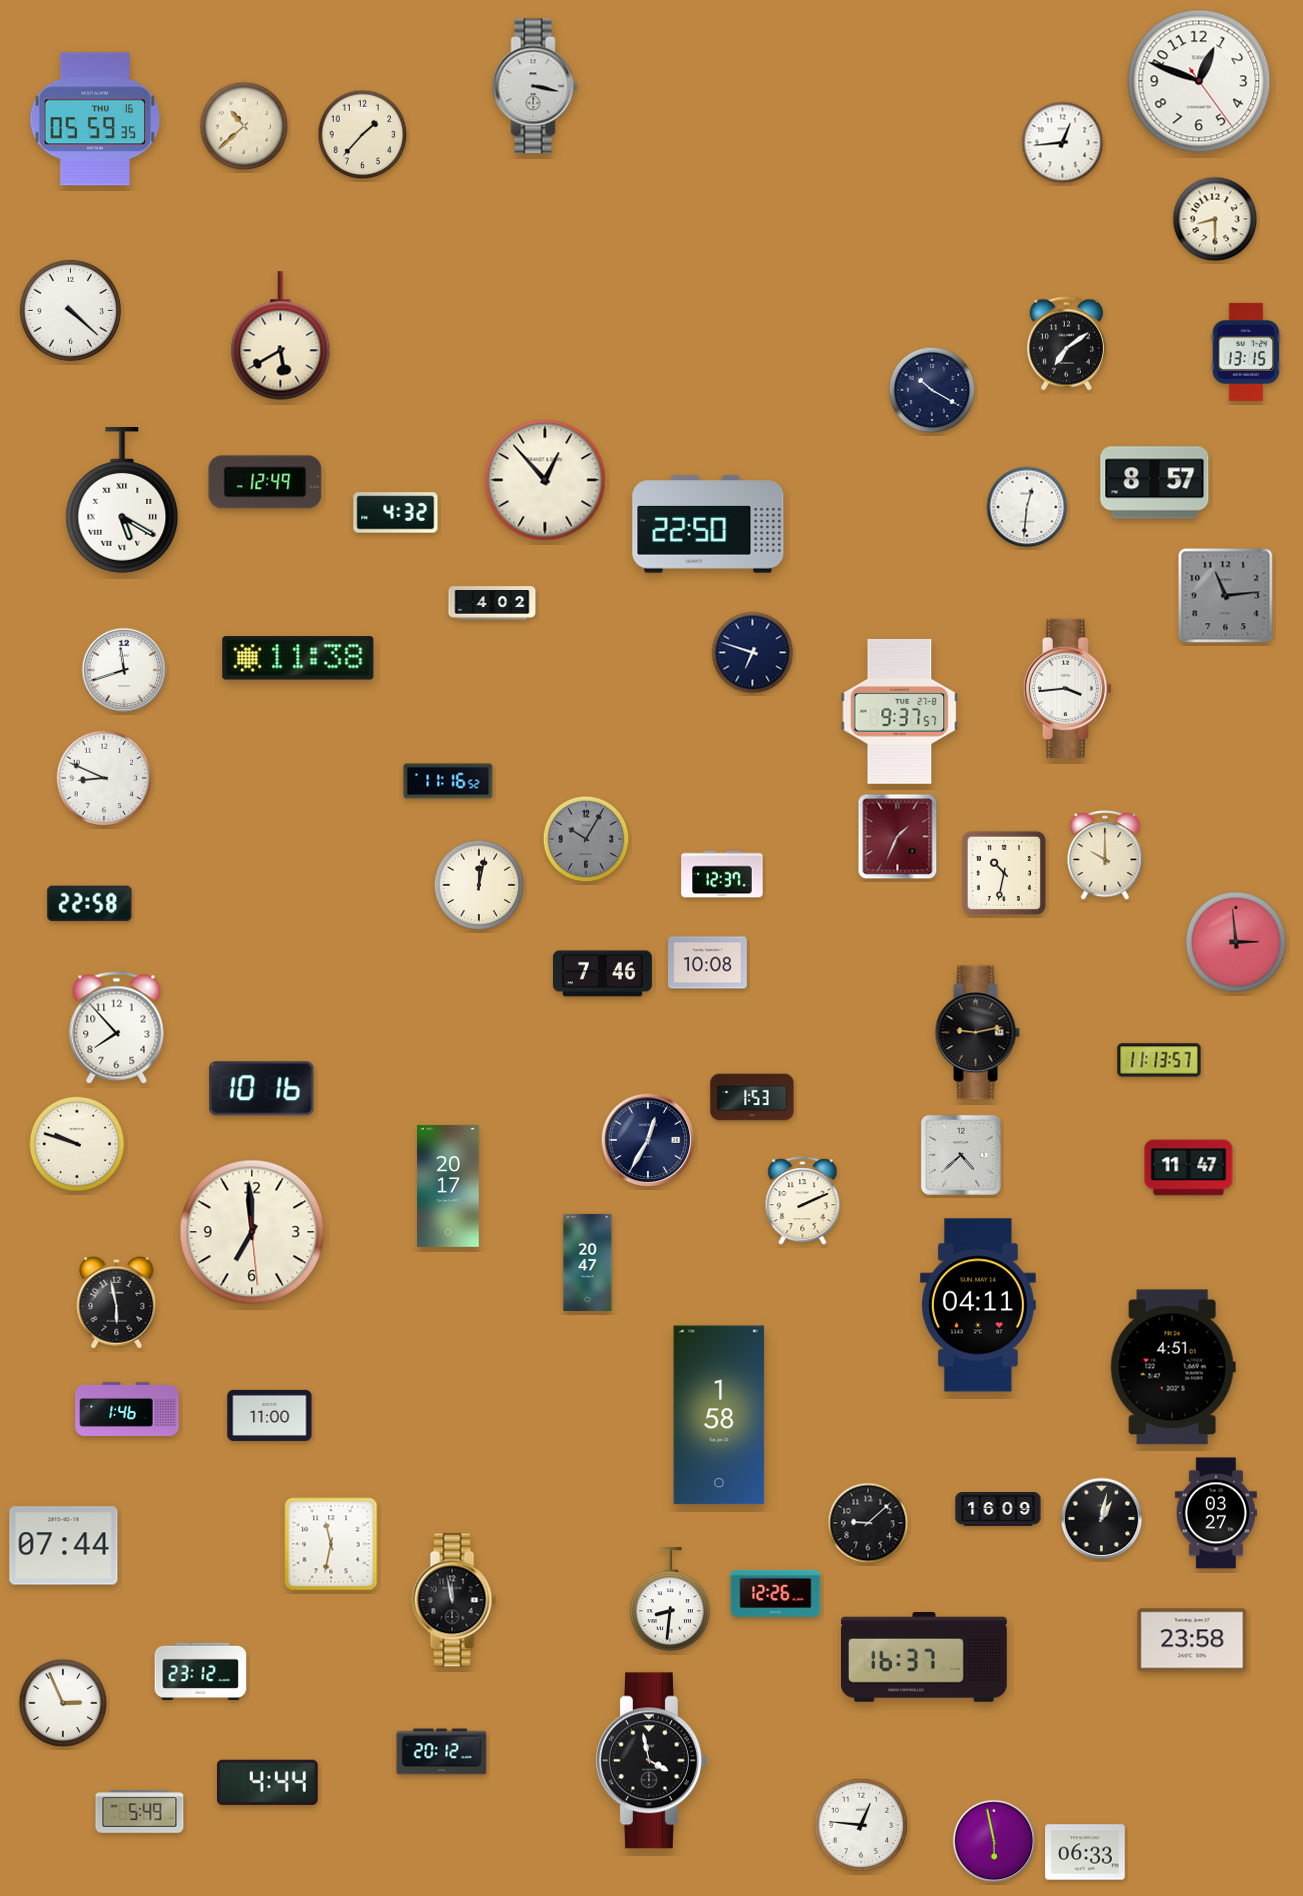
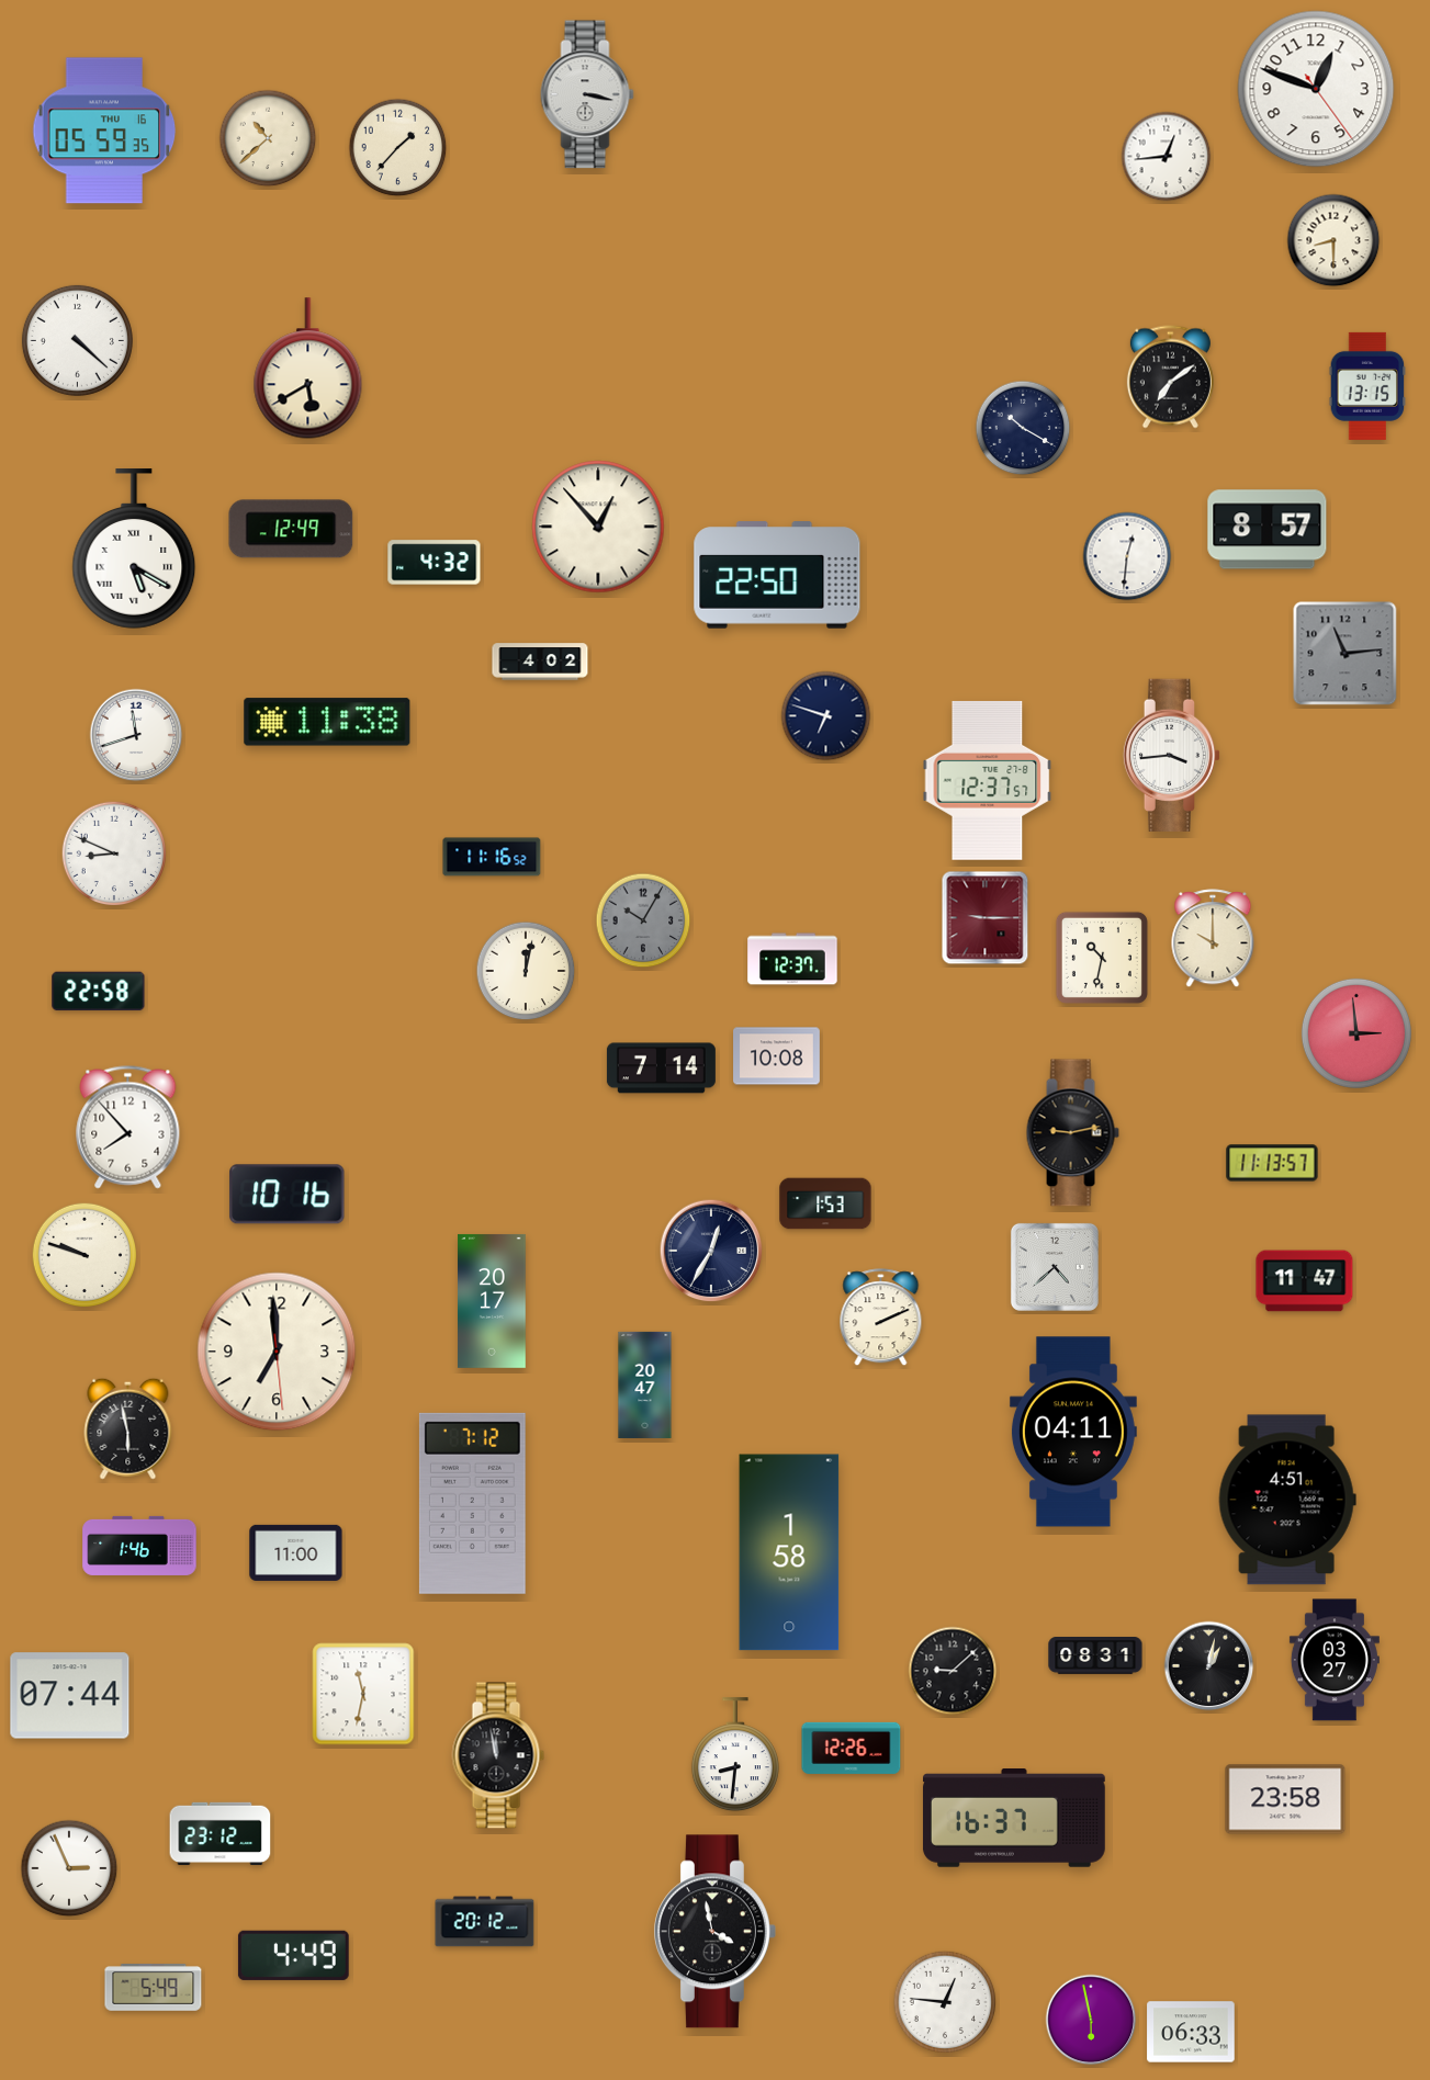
clock at (900, 711): 9:37 -> 12:37
clock at (898, 837): 1:34 -> 9:15
clock at (602, 974): 7:46 -> 7:14
clock at (472, 1503): none -> 7:12
clock at (998, 1510): 16:09 -> 08:31
clock at (1192, 1640) position: (1192, 1640) -> (1285, 1799)
clock at (267, 1782): 4:44 -> 4:49
